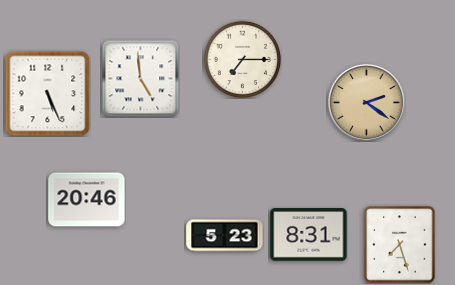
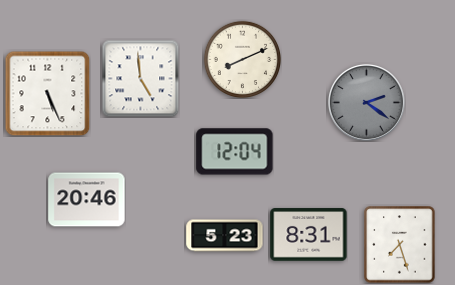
clock at (242, 59): 7:15 -> 8:11
clock at (366, 102) dial: champagne -> grey
clock at (235, 152): none -> 12:04
